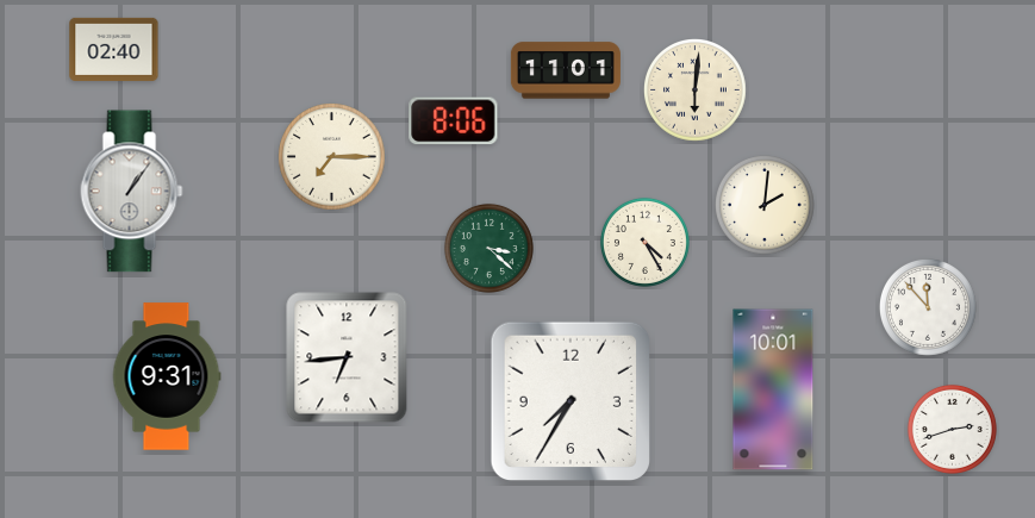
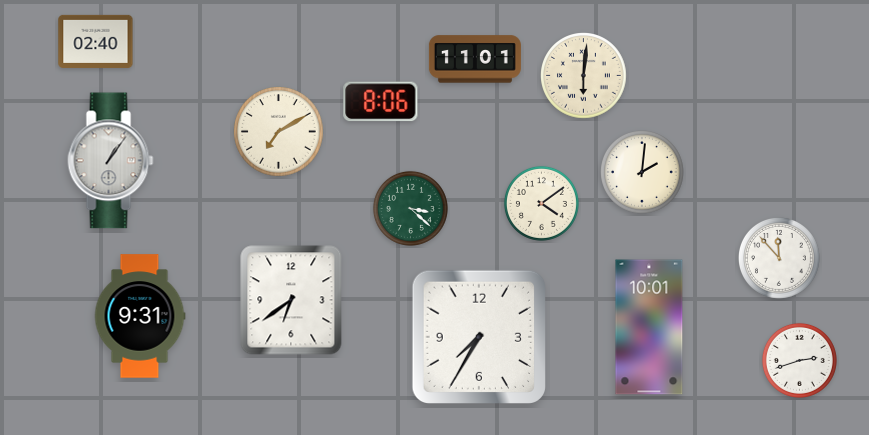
clock at (332, 157): 7:15 -> 7:10
clock at (644, 242): 4:25 -> 4:09
clock at (347, 357): 6:44 -> 6:39
